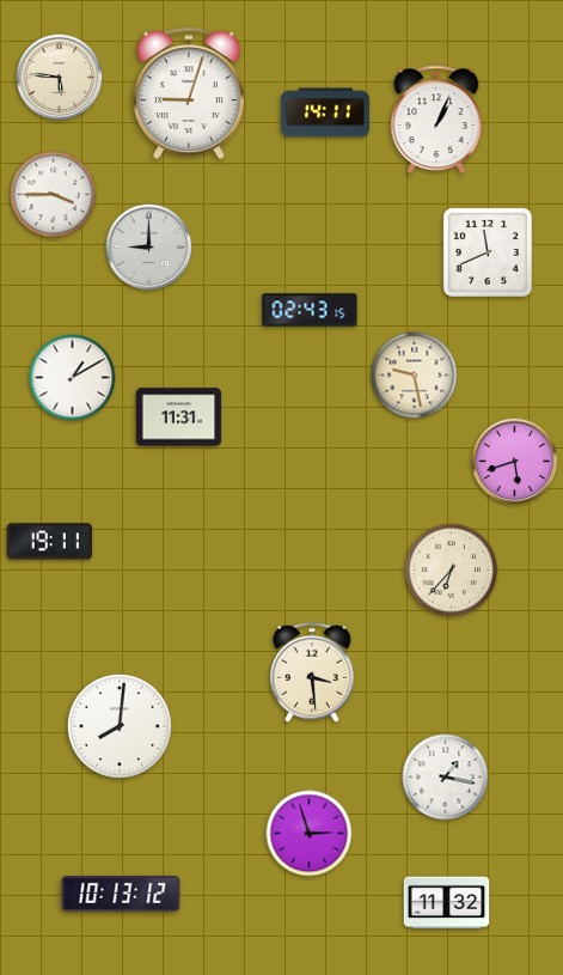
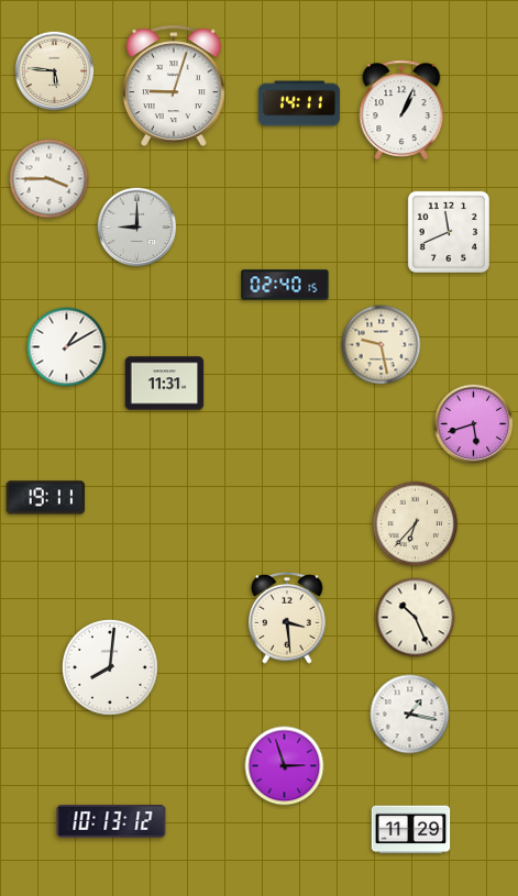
clock at (310, 310): 02:43 -> 02:40
clock at (416, 618): none -> 10:26
clock at (447, 903): 11:32 -> 11:29
